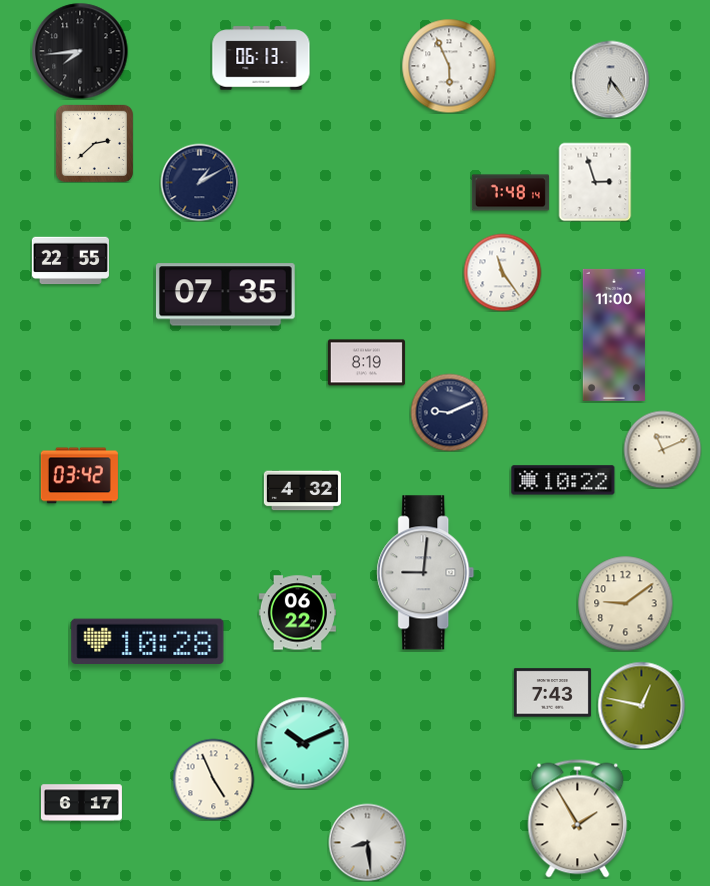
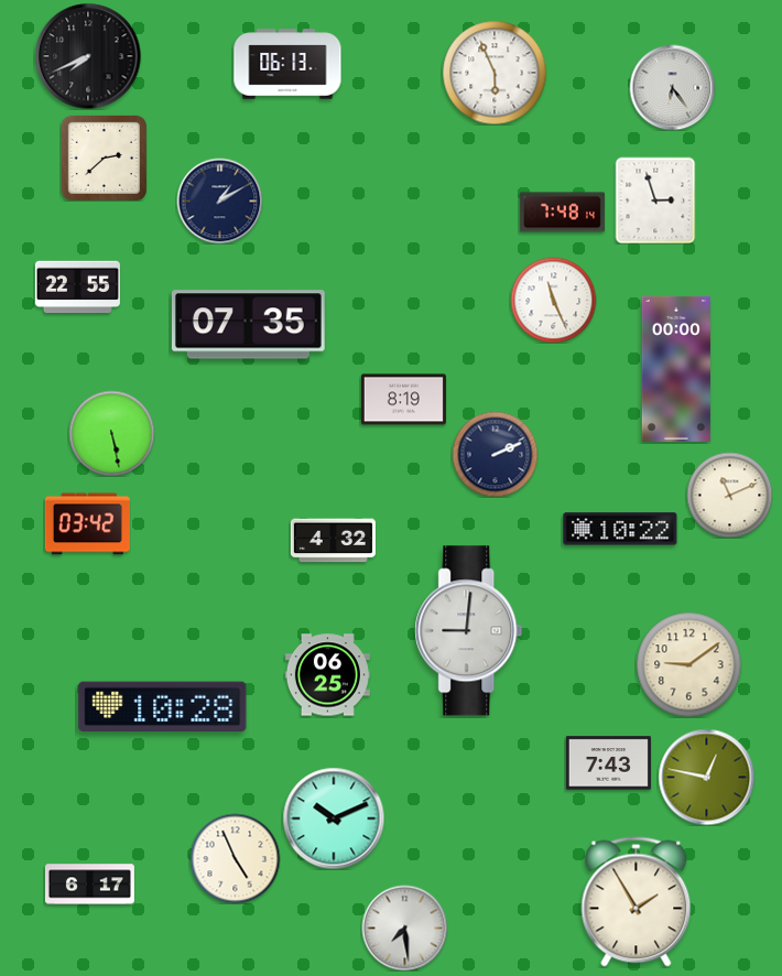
clock at (80, 51): 7:44 -> 7:41
clock at (502, 272): 11:24 -> 11:26
clock at (614, 335): 11:00 -> 00:00
clock at (111, 433): none -> 5:28
clock at (449, 412): 9:11 -> 2:11
clock at (297, 613): 06:22 -> 06:25
clock at (367, 842): 8:29 -> 7:29
